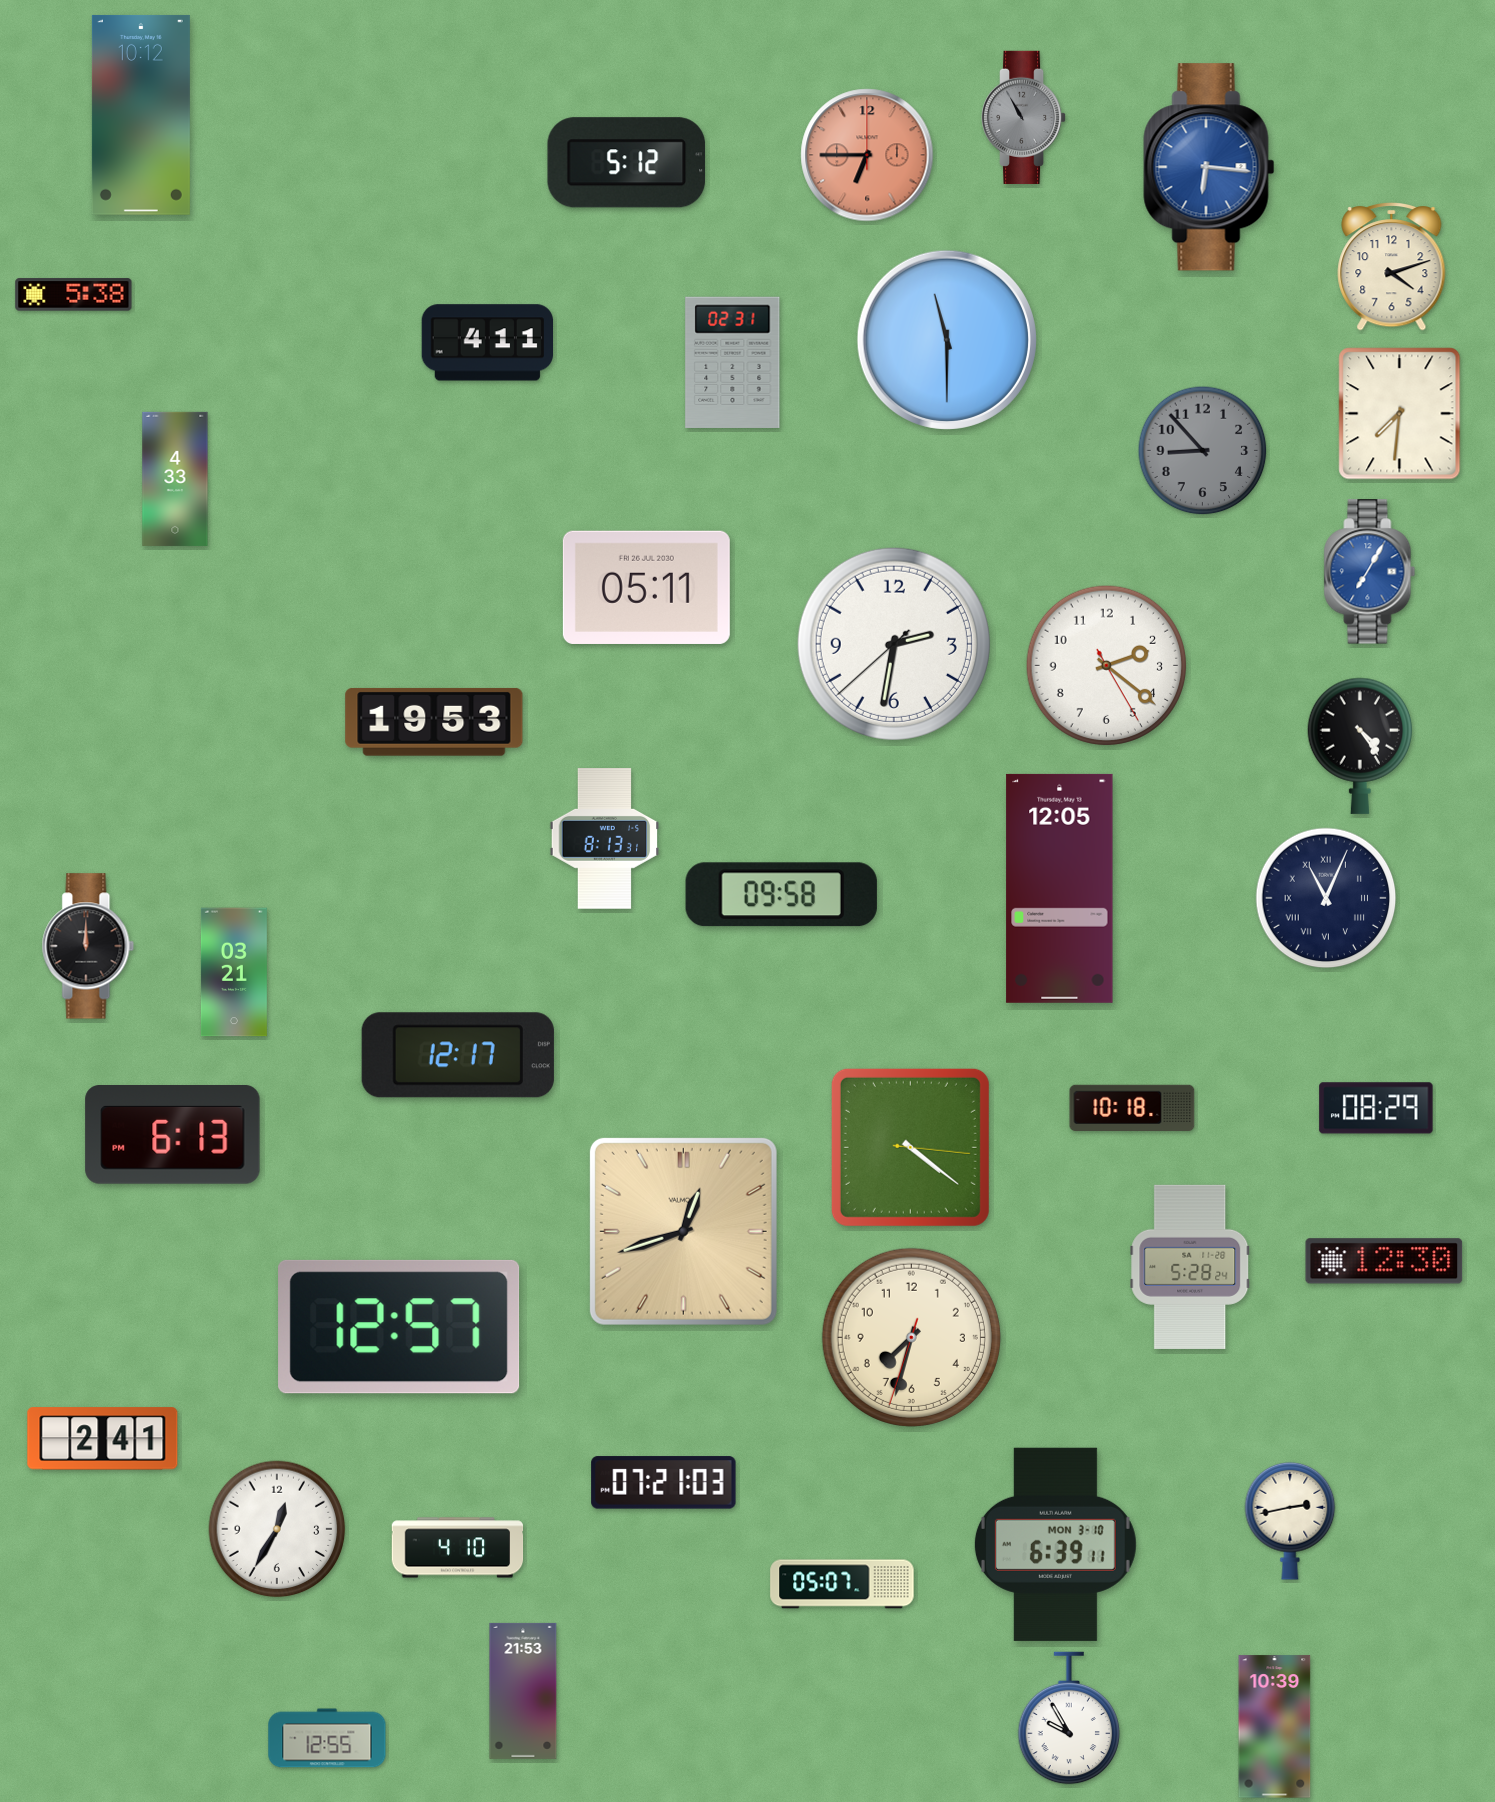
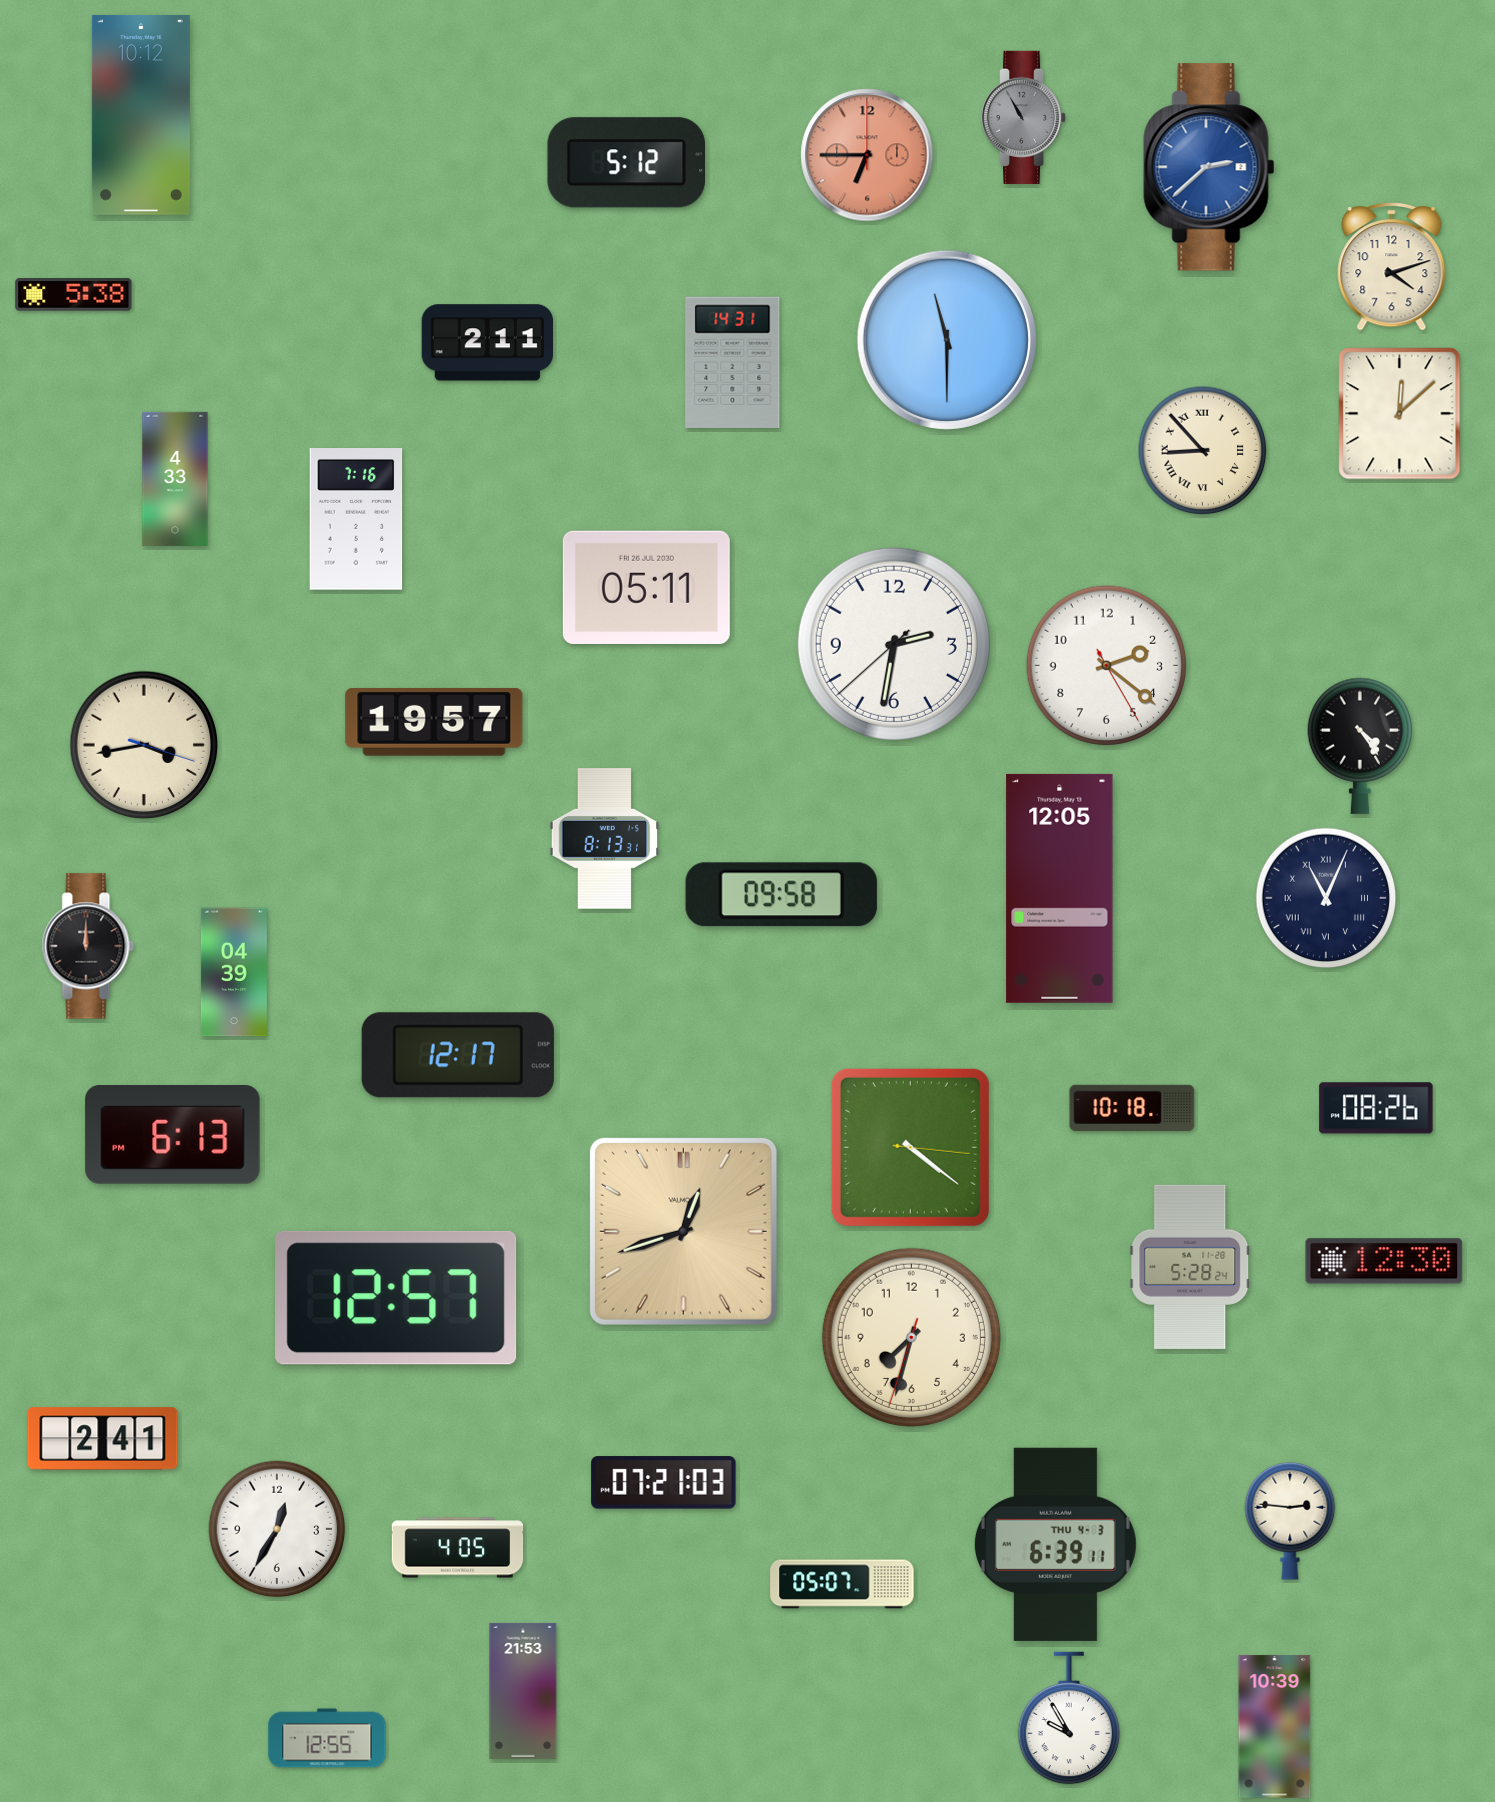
clock at (1209, 167): 6:16 -> 2:38
clock at (487, 343): 4:11 -> 2:11
clock at (733, 362): 02:31 -> 14:31
clock at (1400, 414): 7:31 -> 12:08
clock at (1203, 451) dial: grey -> cream
clock at (1203, 451) numerals: Arabic -> Roman
clock at (356, 519): none -> 7:16
clock at (1370, 572): 7:05 -> none
clock at (434, 722): 19:53 -> 19:57
clock at (144, 745): none -> 3:43
clock at (234, 972): 03:21 -> 04:39
clock at (1376, 1108): 08:29 -> 08:26
clock at (399, 1327) position: (399, 1327) -> (396, 1298)
clock at (1290, 1521): 2:43 -> 2:46
clock at (1055, 1544) date: MON 3-10 -> THU 4-3
clock at (458, 1548): 4:10 -> 4:05
